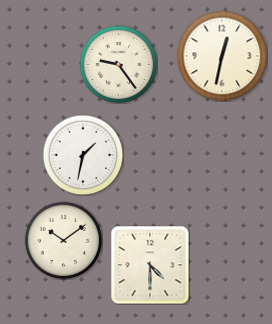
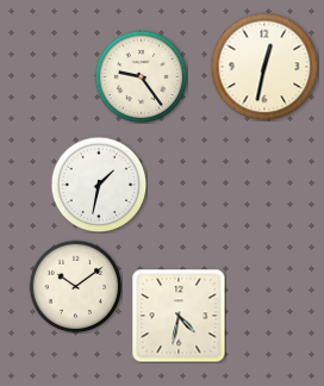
clock at (150, 265): 4:30 -> 4:32
